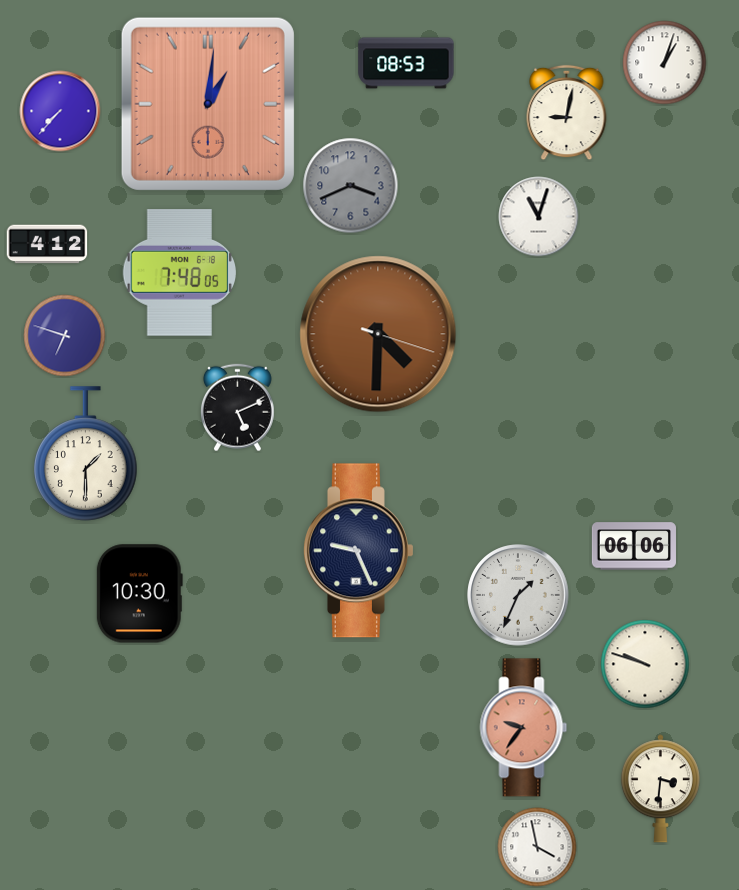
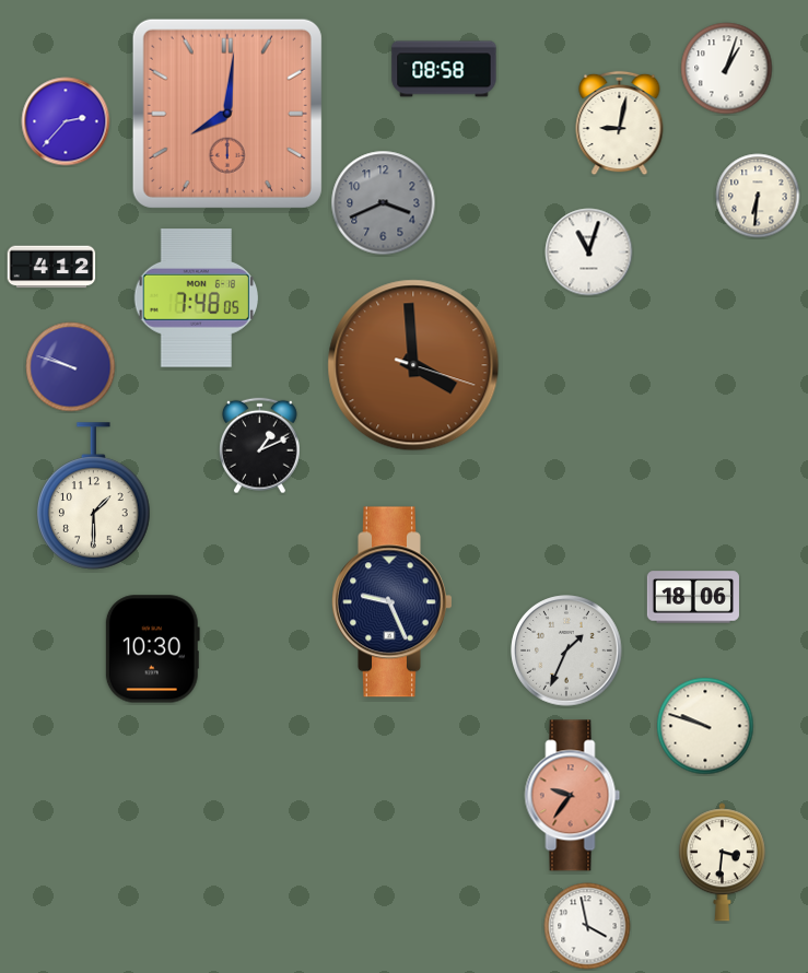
clock at (406, 63): 08:53 -> 08:58
clock at (208, 104): 1:01 -> 8:01
clock at (60, 111): 7:37 -> 2:37
clock at (758, 196): none -> 6:31
clock at (539, 217) position: (539, 217) -> (589, 253)
clock at (378, 334): 4:30 -> 3:59
clock at (65, 336): 6:48 -> 9:48
clock at (237, 408): 5:11 -> 1:11
clock at (634, 546): 06:06 -> 18:06
